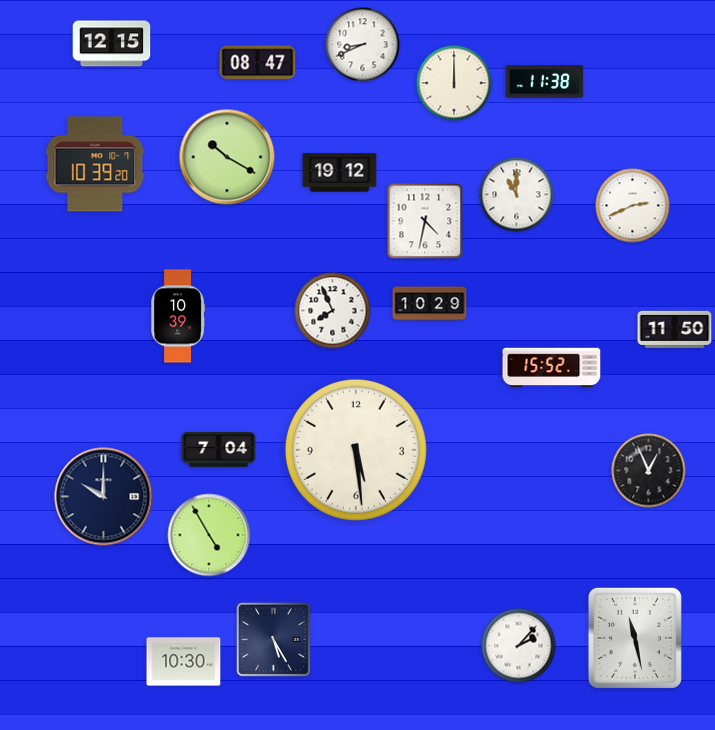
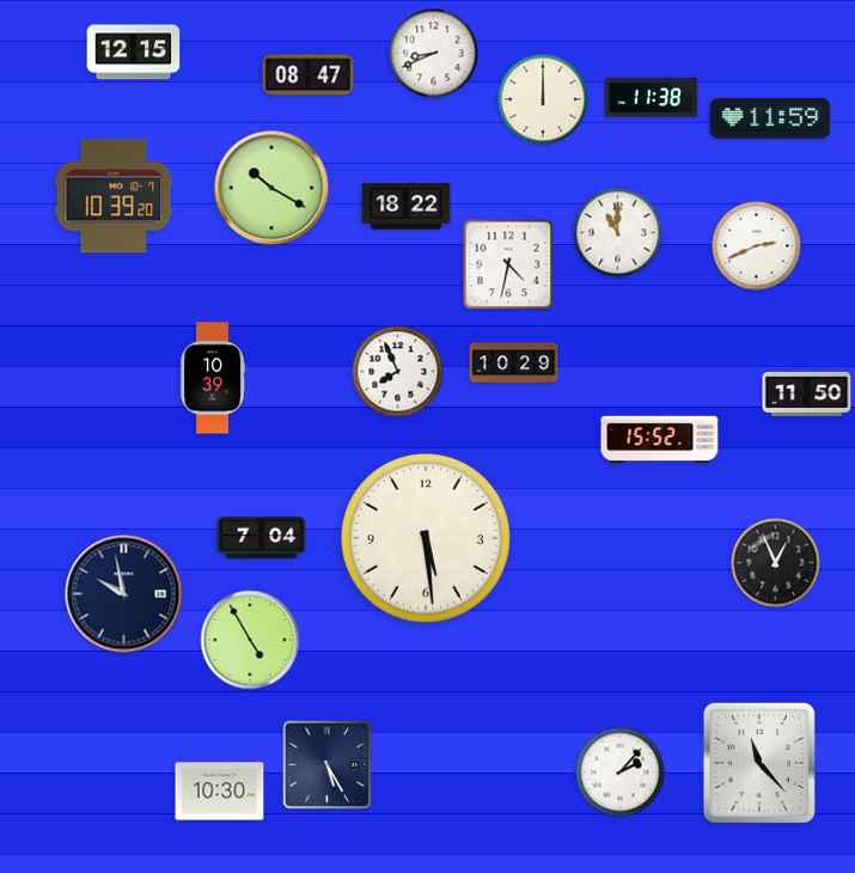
clock at (770, 118): none -> 11:59
clock at (340, 173): 19:12 -> 18:22
clock at (104, 497): 10:00 -> 9:58
clock at (635, 638): 11:28 -> 11:23
